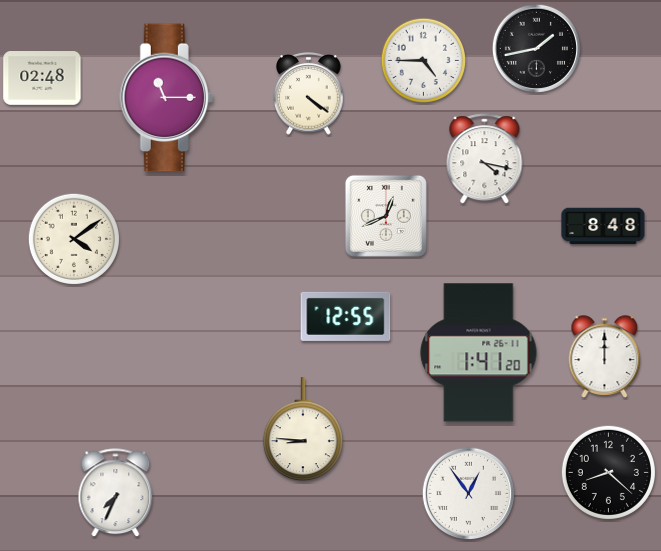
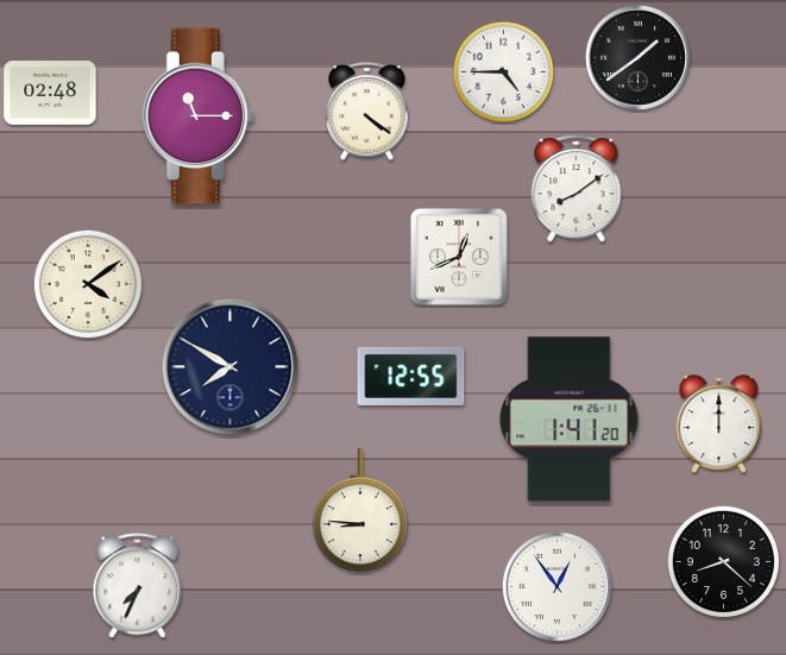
clock at (536, 48): 1:43 -> 1:39
clock at (485, 159): 4:17 -> 8:09
clock at (603, 226): 8:48 -> none
clock at (231, 367): none -> 7:50
